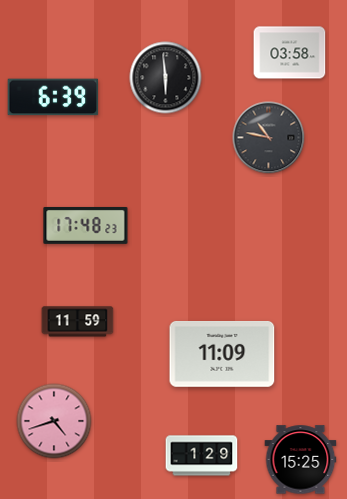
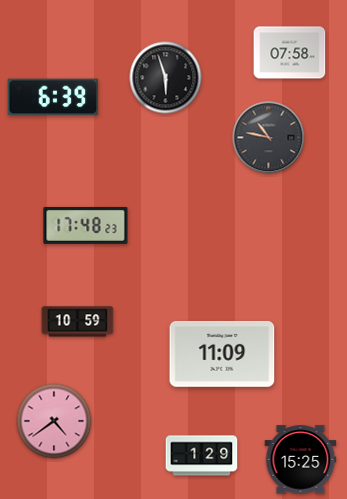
clock at (290, 53): 03:58 -> 07:58
clock at (166, 78): 5:59 -> 5:57
clock at (78, 322): 11:59 -> 10:59
clock at (54, 421): 4:42 -> 4:39
